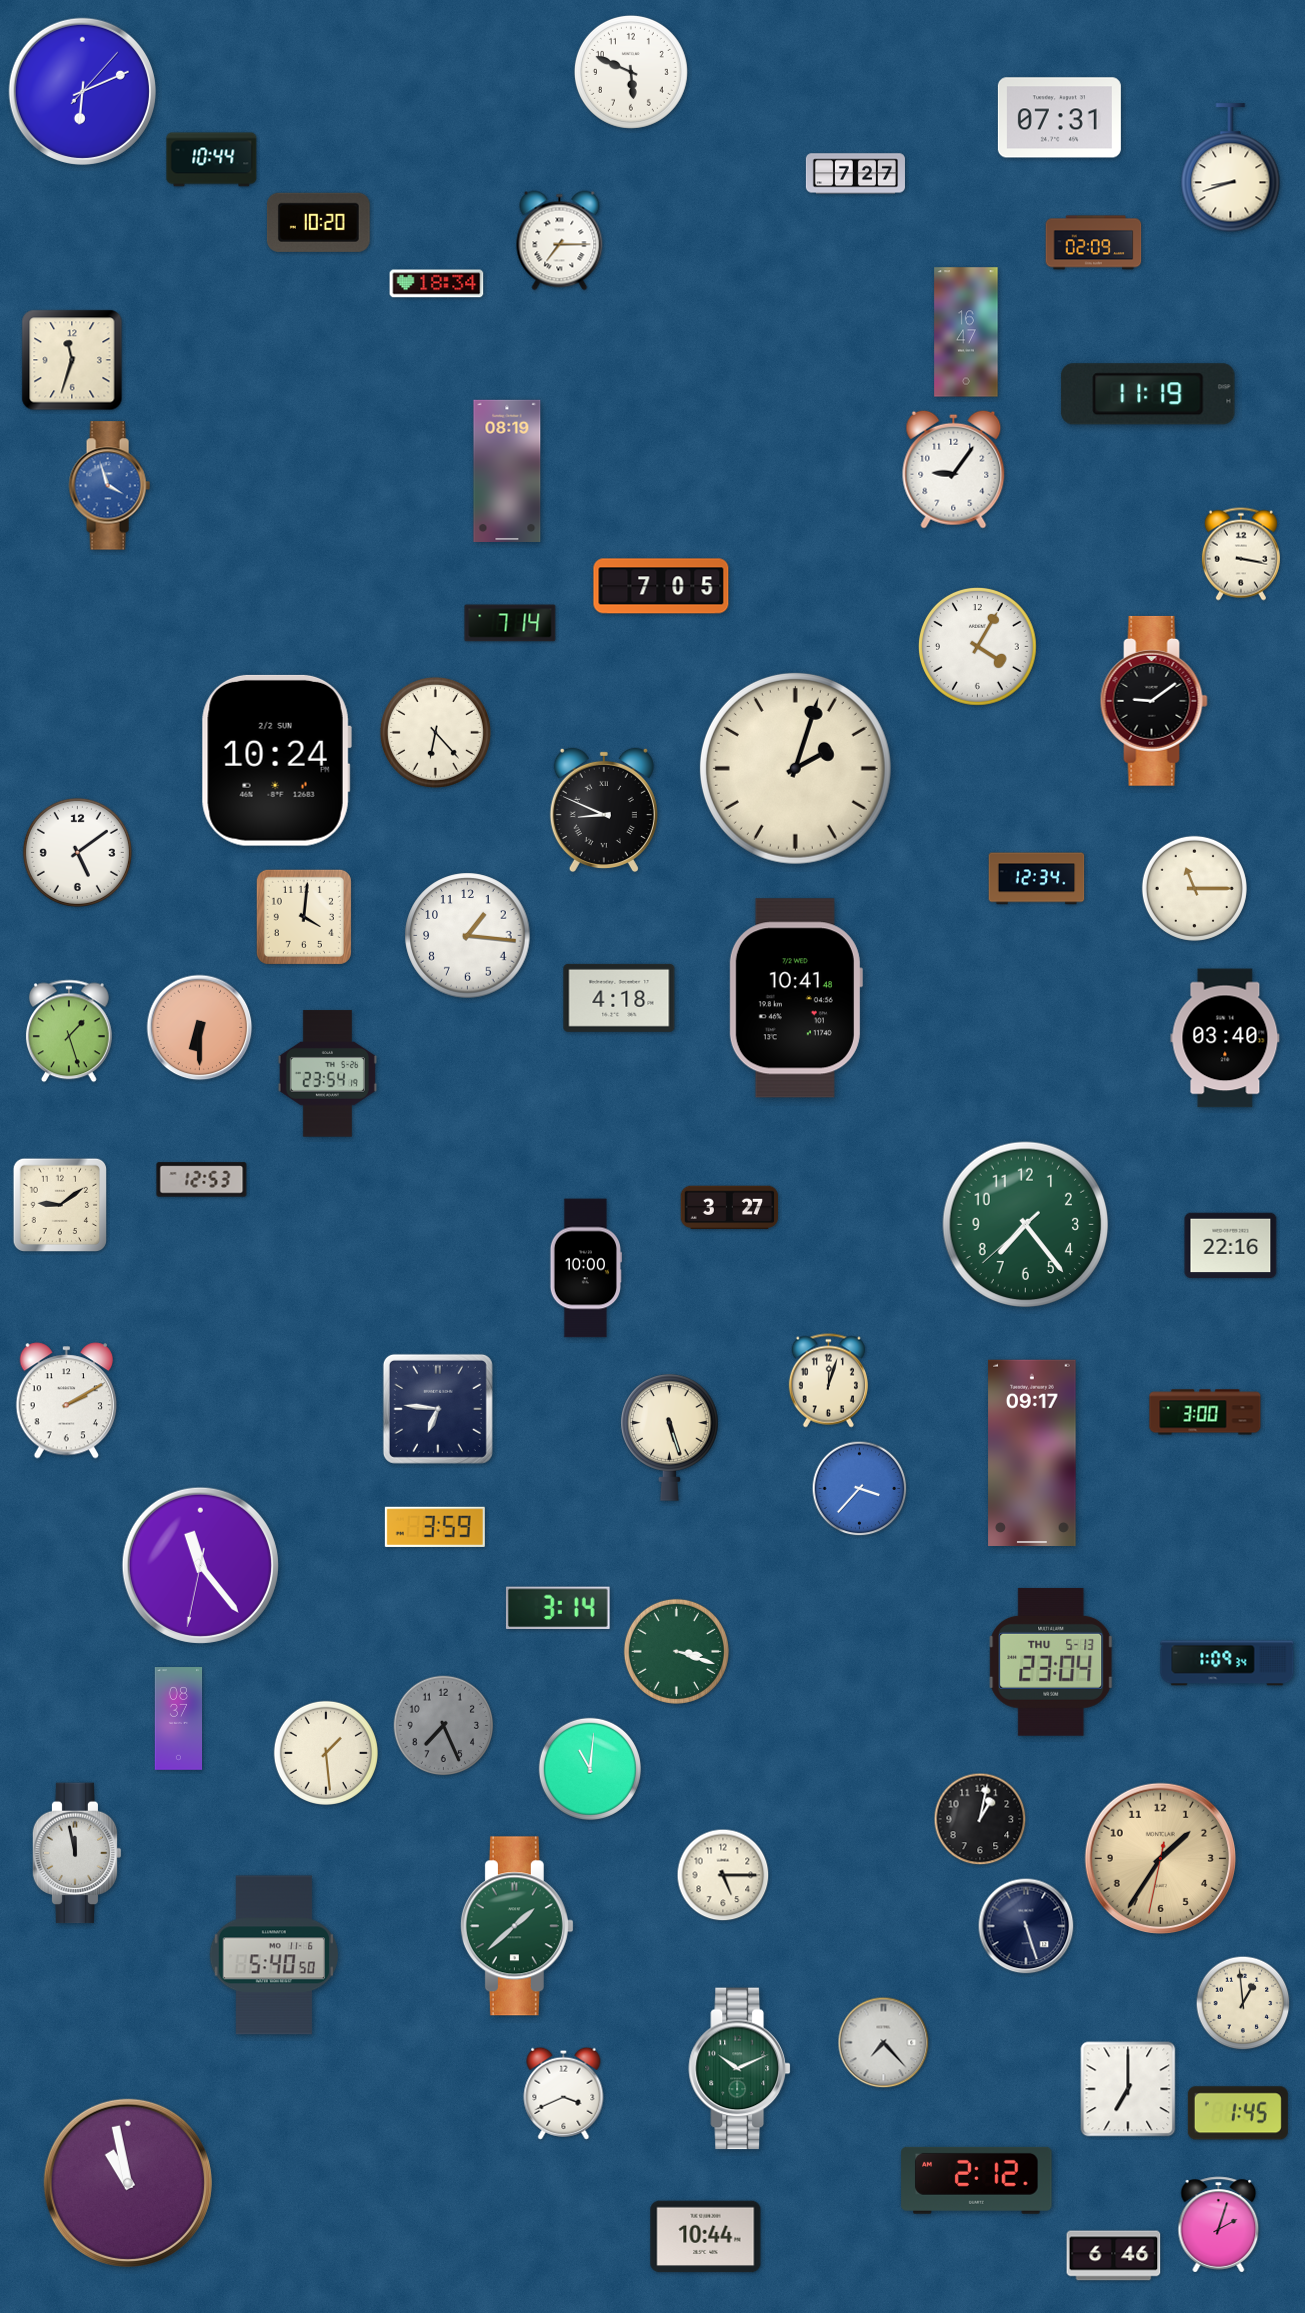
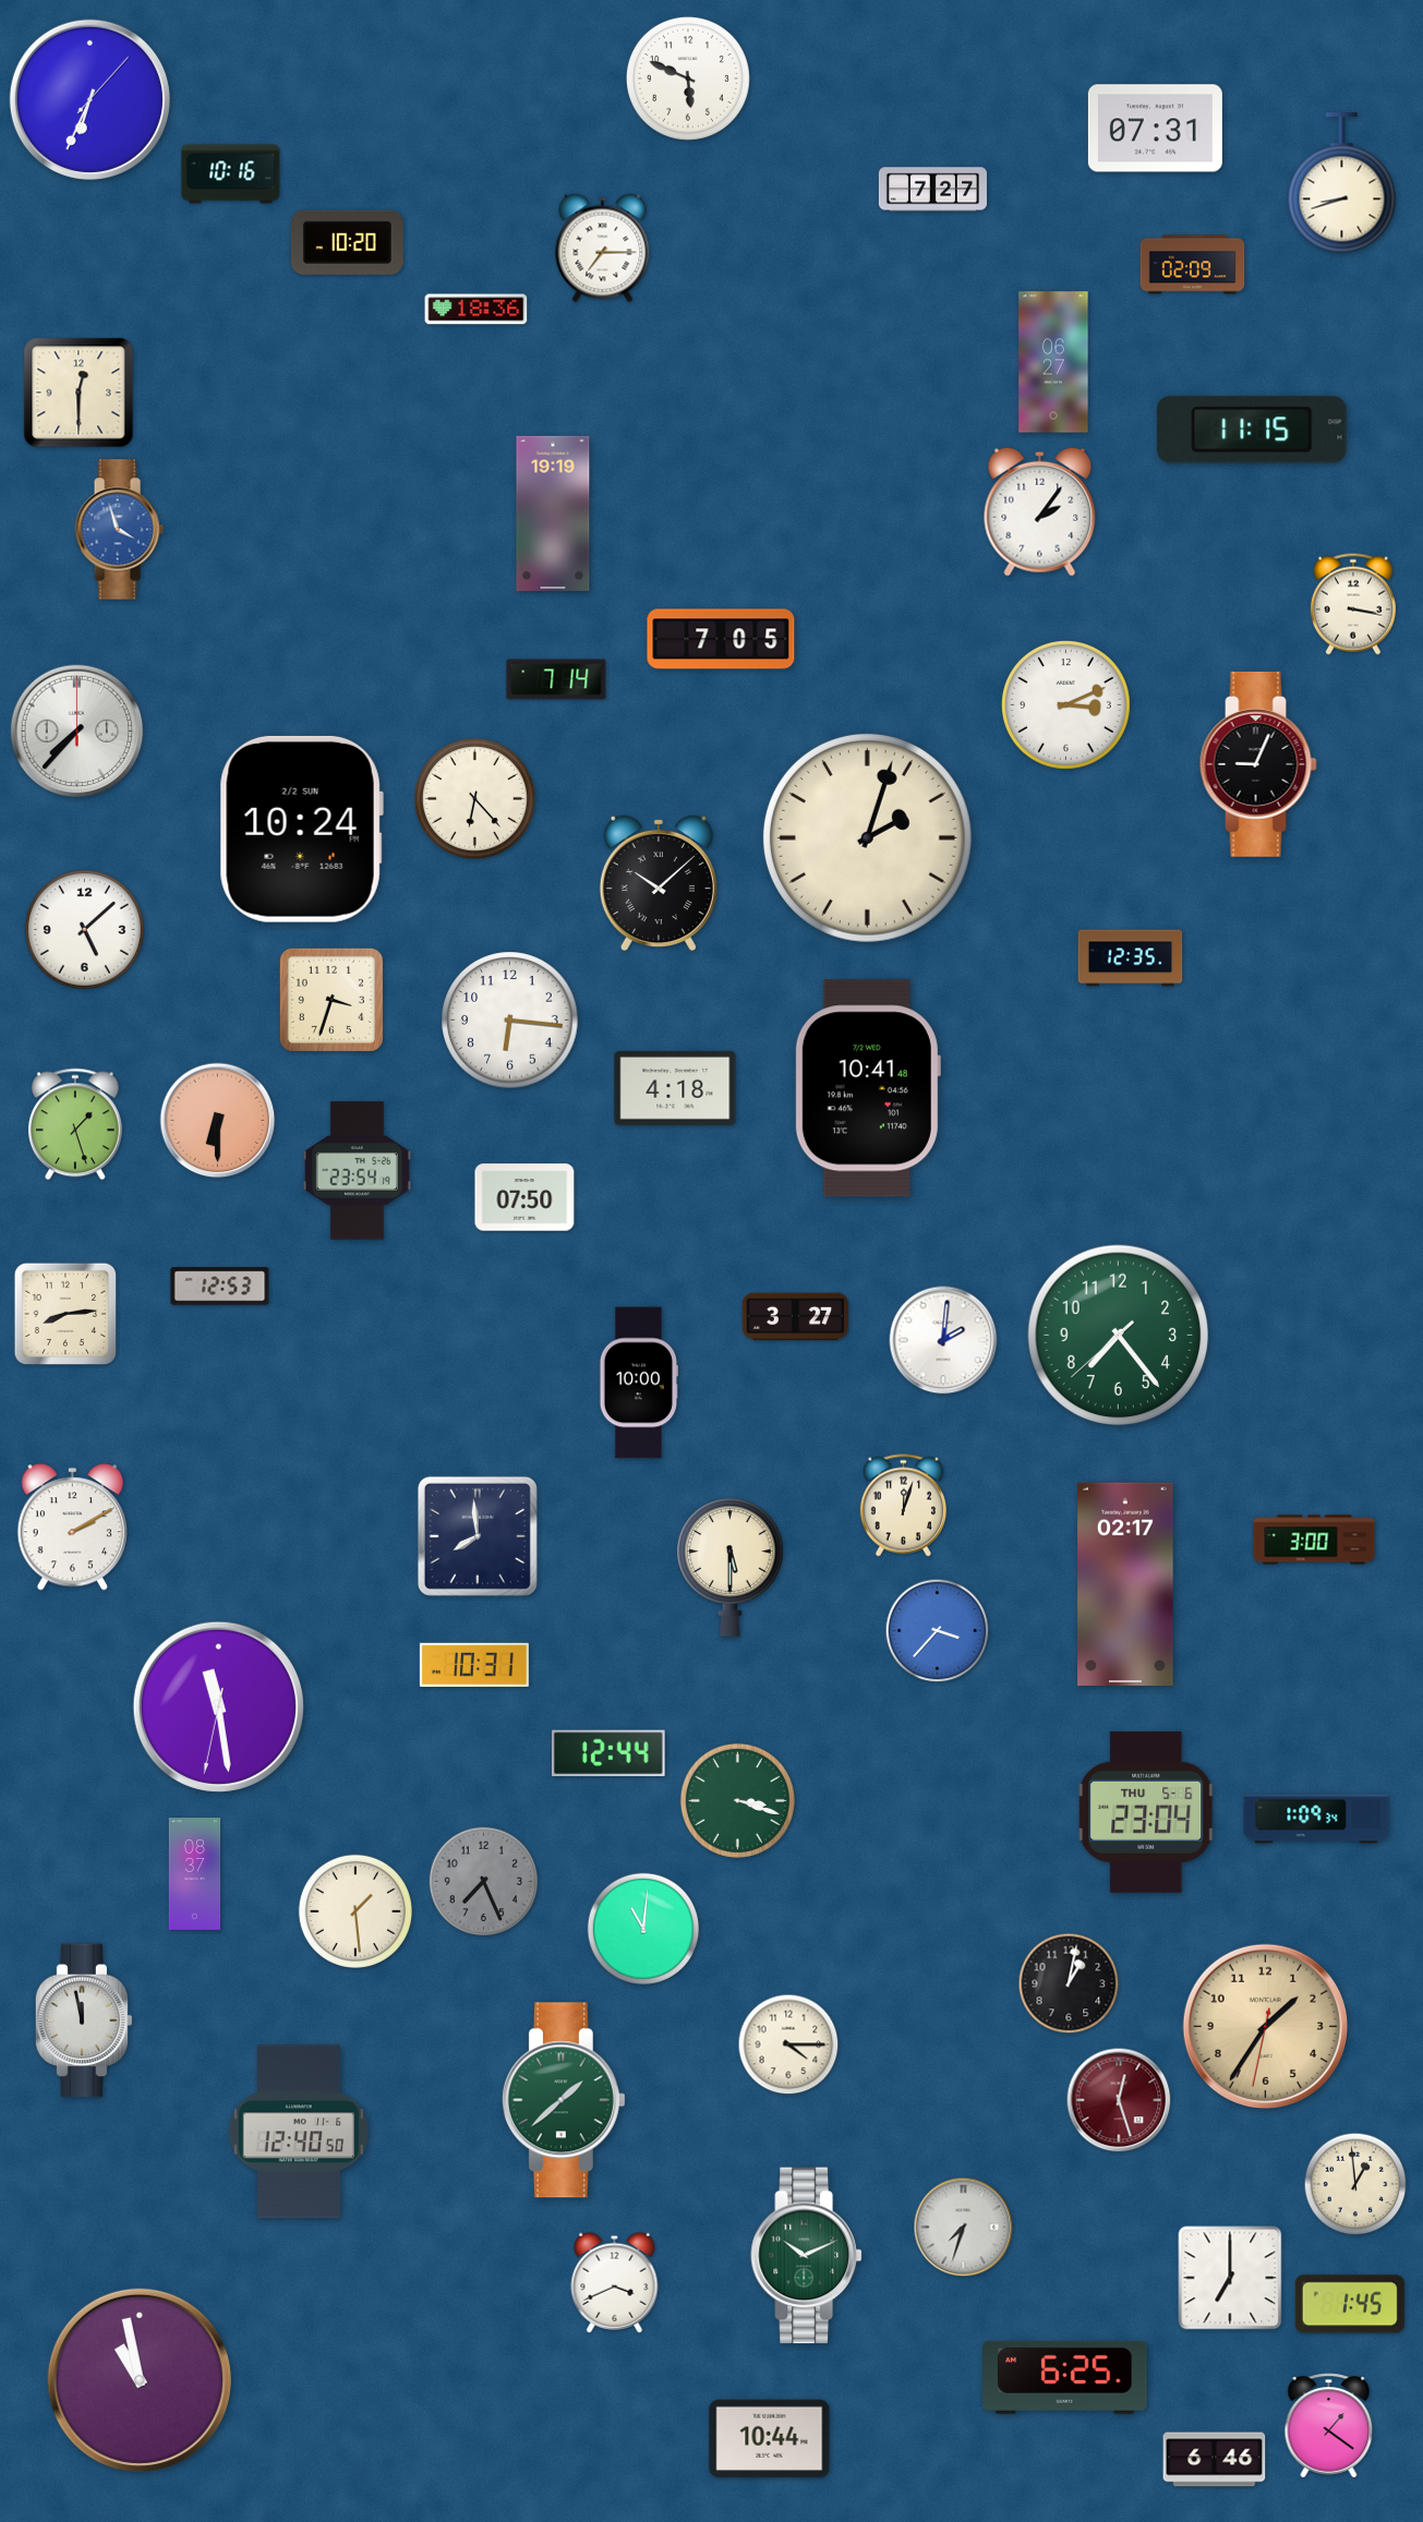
clock at (82, 91): 6:11 -> 6:34
clock at (212, 160): 10:44 -> 10:16
clock at (560, 241) position: (560, 241) -> (603, 249)
clock at (437, 284): 18:34 -> 18:36
clock at (966, 332): 16:47 -> 06:27
clock at (72, 360): 11:33 -> 12:30
clock at (1148, 394): 11:19 -> 11:15
clock at (954, 469): 9:06 -> 2:06
clock at (507, 470): 08:19 -> 19:19
clock at (978, 647): 4:05 -> 3:11
clock at (77, 732): none -> 7:37
clock at (1154, 701): 9:09 -> 9:04
clock at (604, 810): 8:49 -> 10:08
clock at (77, 852): 5:09 -> 5:08
clock at (1037, 879): 12:34 -> 12:35
clock at (1194, 888): 11:15 -> none
clock at (304, 917): 4:01 -> 3:33
clock at (468, 936): 1:16 -> 6:16
clock at (1225, 1038): 03:40 -> none
clock at (524, 1197): none -> 07:50
clock at (59, 1204): 9:09 -> 8:14
clock at (943, 1340): none -> 2:01
clock at (1231, 1246): 22:16 -> none
clock at (438, 1409): 6:46 -> 7:59
clock at (670, 1437): 5:27 -> 5:30
clock at (1032, 1452): 09:17 -> 02:17
clock at (860, 1489) position: (860, 1489) -> (938, 1631)
clock at (435, 1527): 3:59 -> 10:31
clock at (200, 1565): 11:23 -> 11:28
clock at (558, 1608): 3:14 -> 12:44
clock at (1051, 1662) date: THU 5-13 -> THU 5-6
clock at (1227, 1663) position: (1227, 1663) -> (1316, 1819)
clock at (723, 1875): 5:15 -> 4:15
clock at (1026, 1926): 5:27 -> 12:27
clock at (1026, 1926) dial: navy -> burgundy
clock at (273, 1955): 5:40 -> 12:40
clock at (884, 2043): 7:23 -> 7:33
clock at (977, 2180): 2:12 -> 6:25
clock at (1219, 2225): 2:03 -> 1:21
